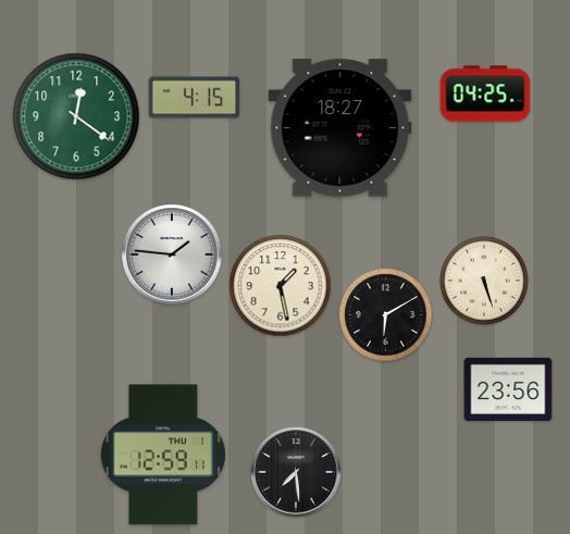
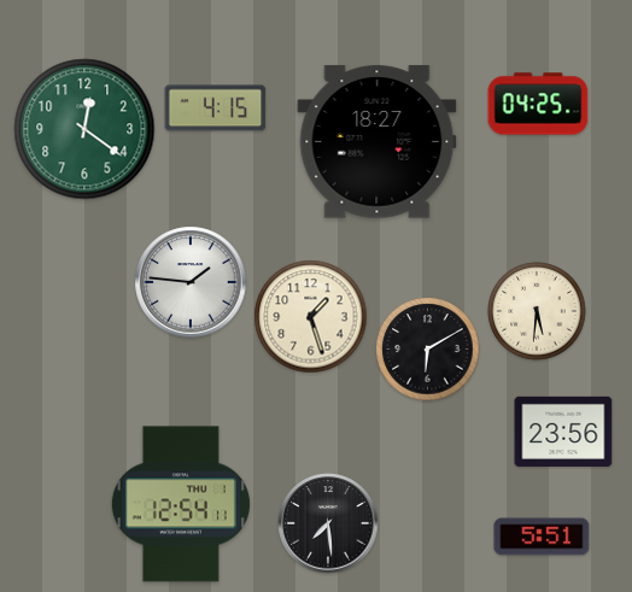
clock at (484, 281): 5:27 -> 5:31
clock at (281, 286): 1:28 -> 1:27
clock at (163, 455): 12:59 -> 12:54
clock at (542, 537): none -> 5:51
